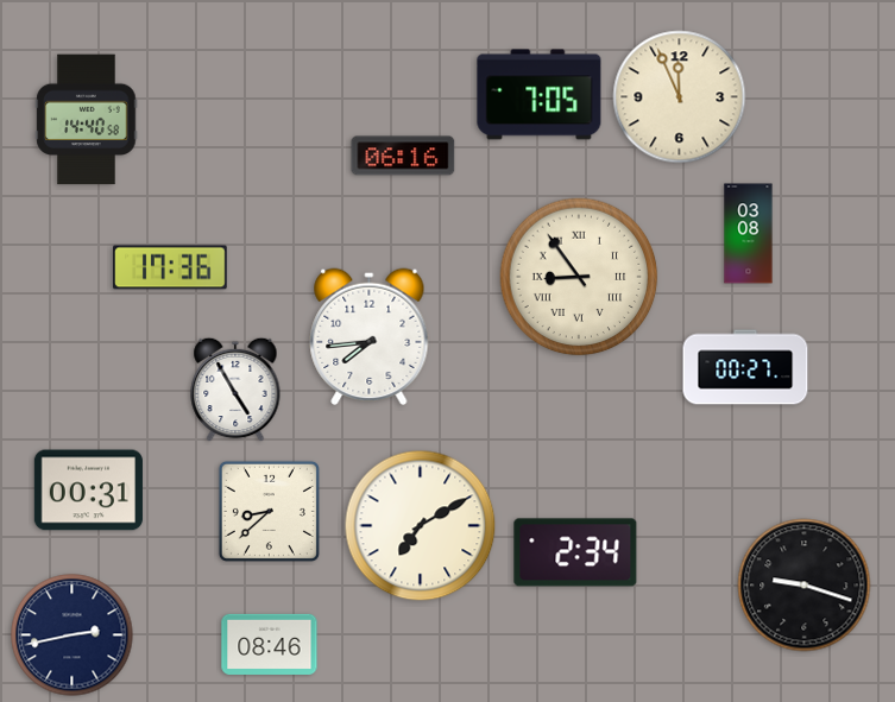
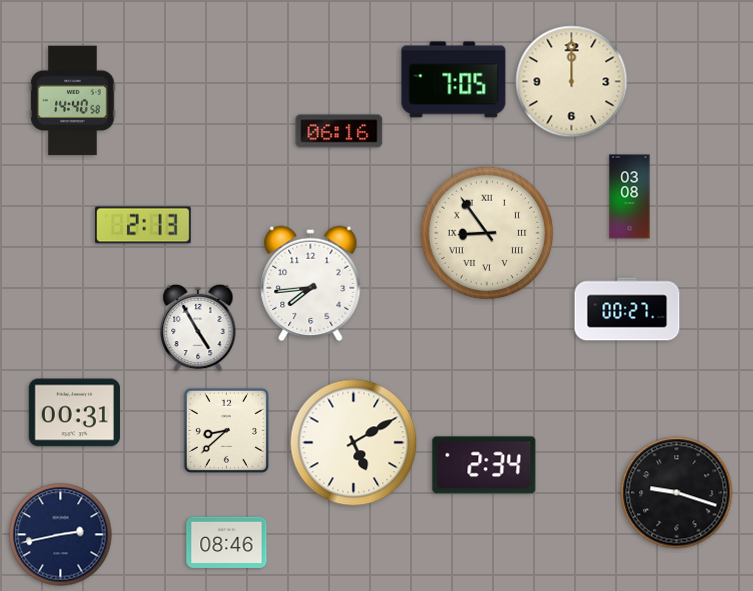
clock at (680, 97): 11:56 -> 12:00
clock at (170, 267): 17:36 -> 2:13
clock at (421, 526): 7:10 -> 5:10
